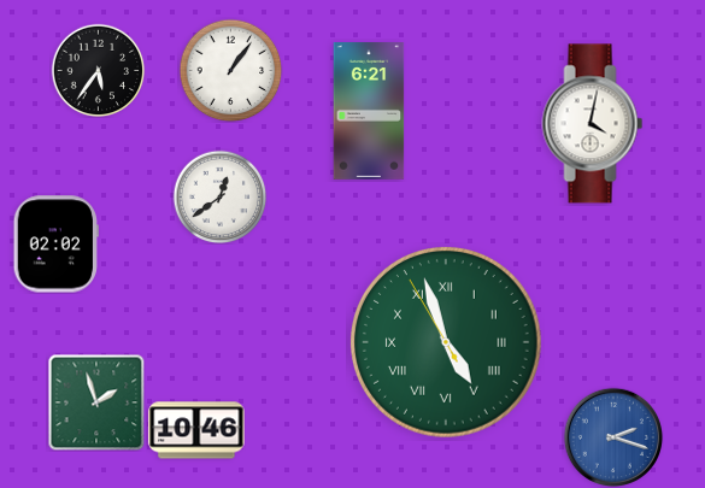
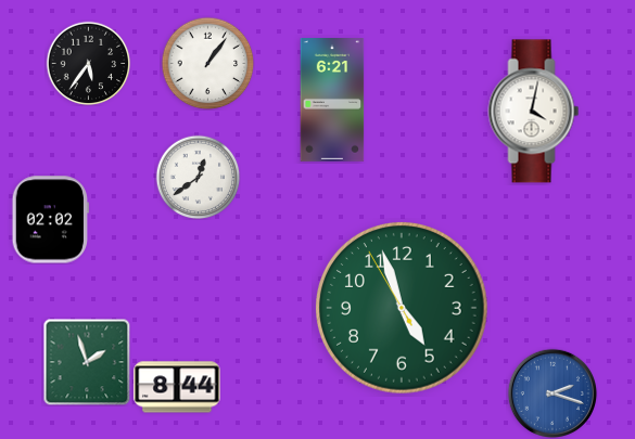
clock at (447, 343) numerals: Roman -> Arabic
clock at (196, 430): 10:46 -> 8:44
